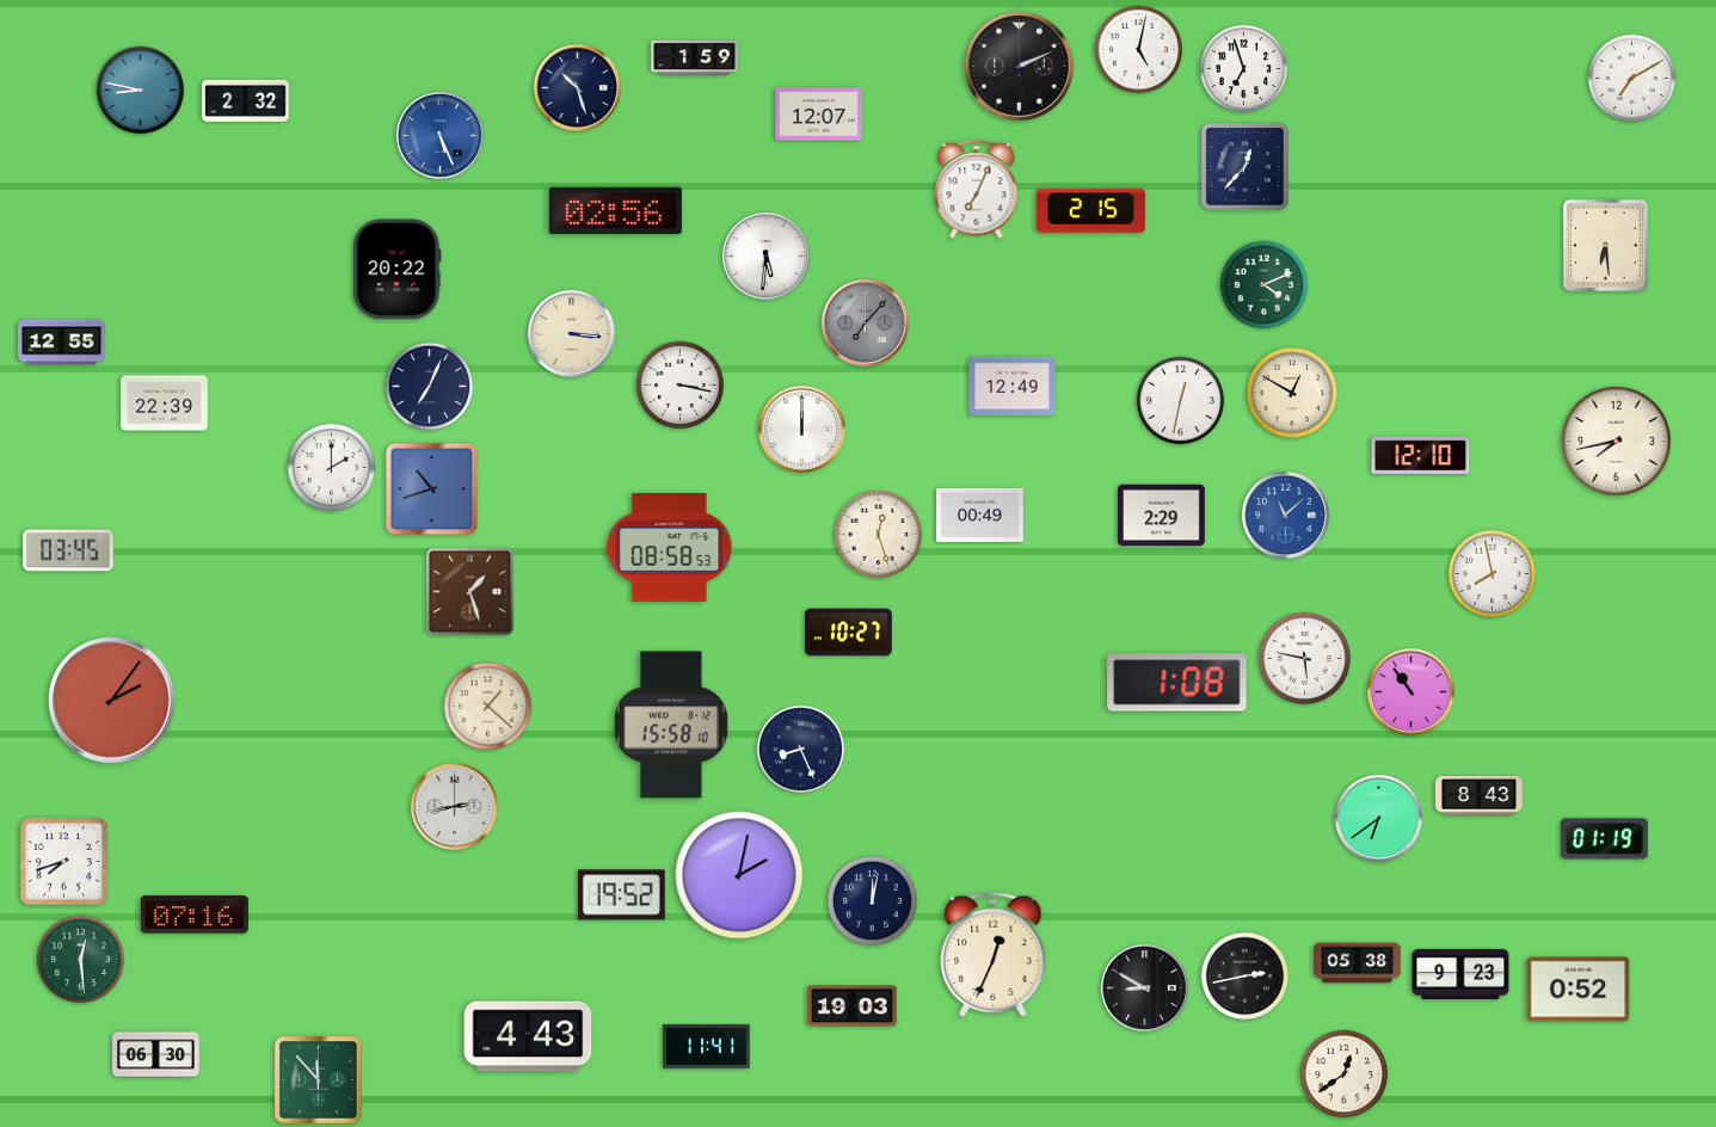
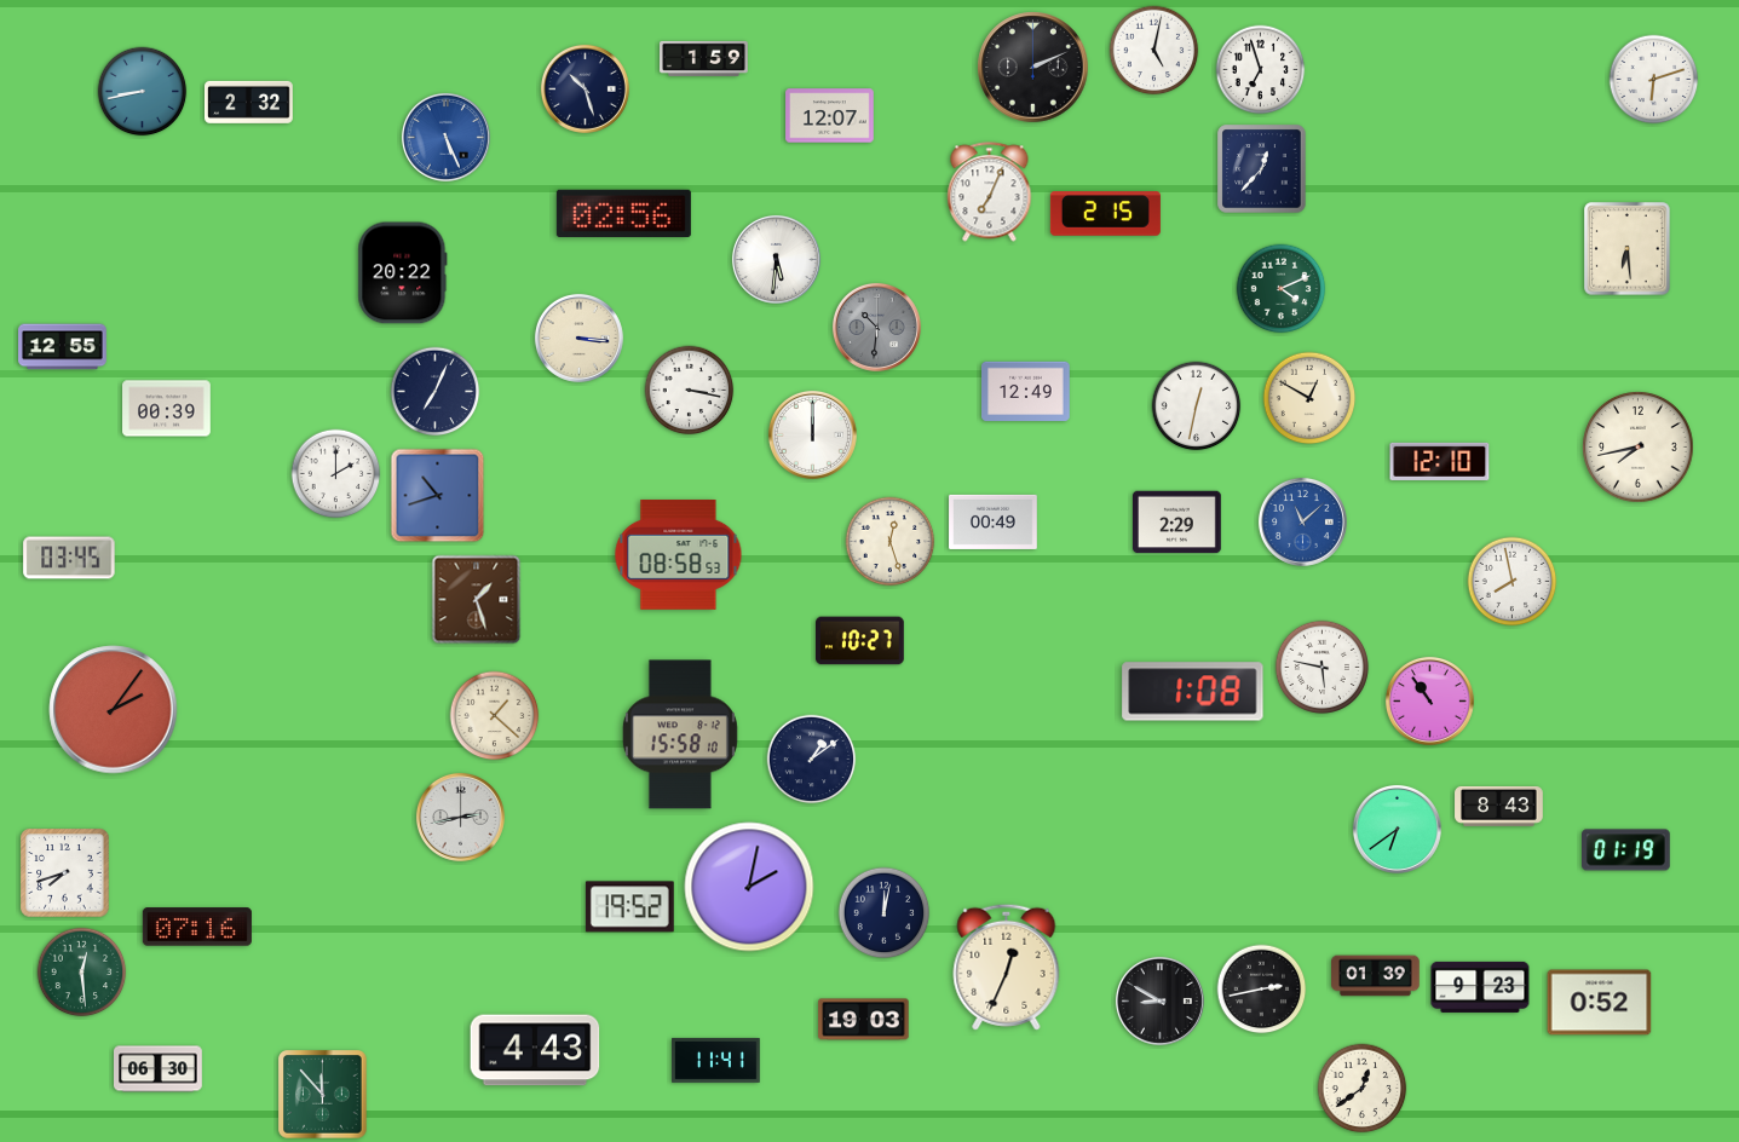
clock at (1632, 79): 7:10 -> 6:12
clock at (141, 91): 8:47 -> 8:43
clock at (865, 322): 7:07 -> 10:31
clock at (165, 404): 22:39 -> 00:39
clock at (801, 750): 8:26 -> 1:09
clock at (1358, 963): 05:38 -> 01:39
